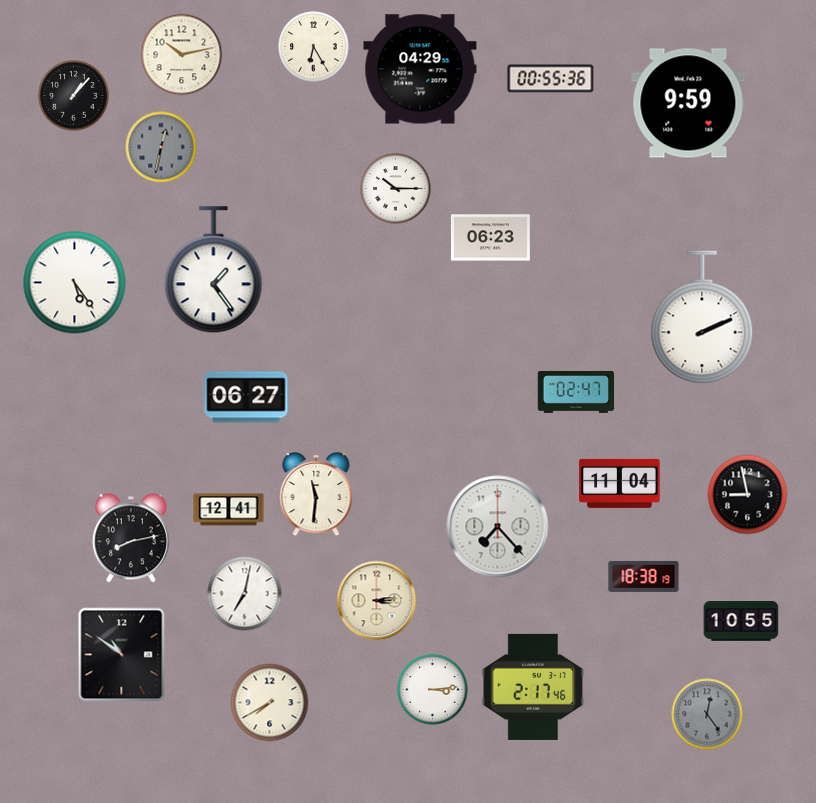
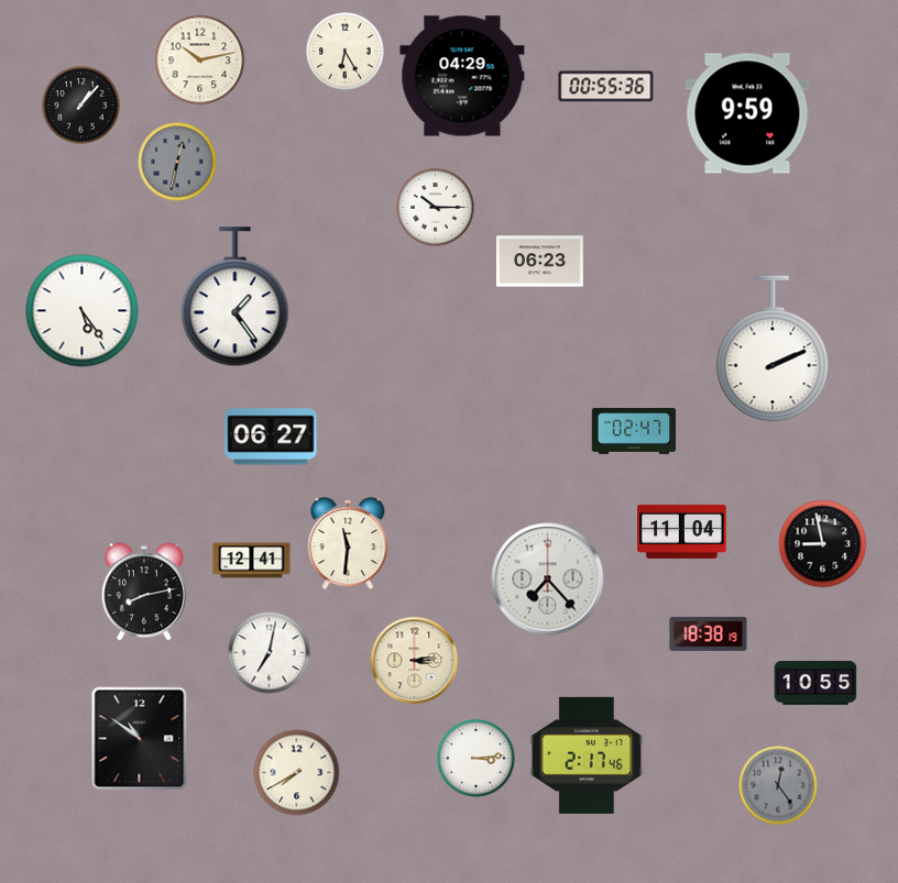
clock at (688, 103) position: (688, 103) -> (747, 113)
clock at (122, 655) position: (122, 655) -> (140, 739)
